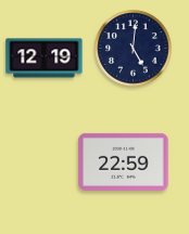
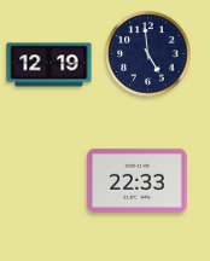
clock at (134, 49): 5:01 -> 4:59
clock at (124, 161): 22:59 -> 22:33
